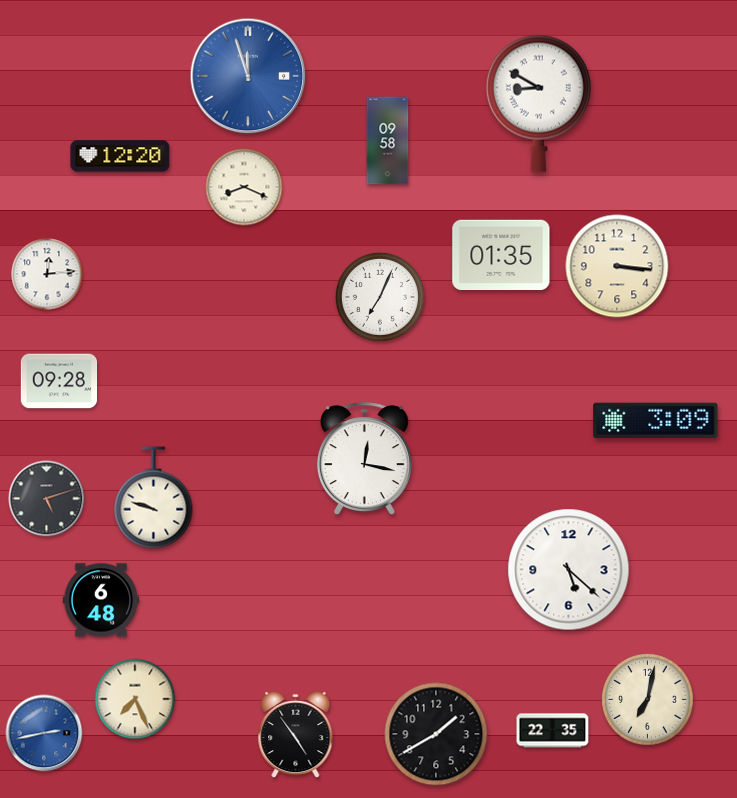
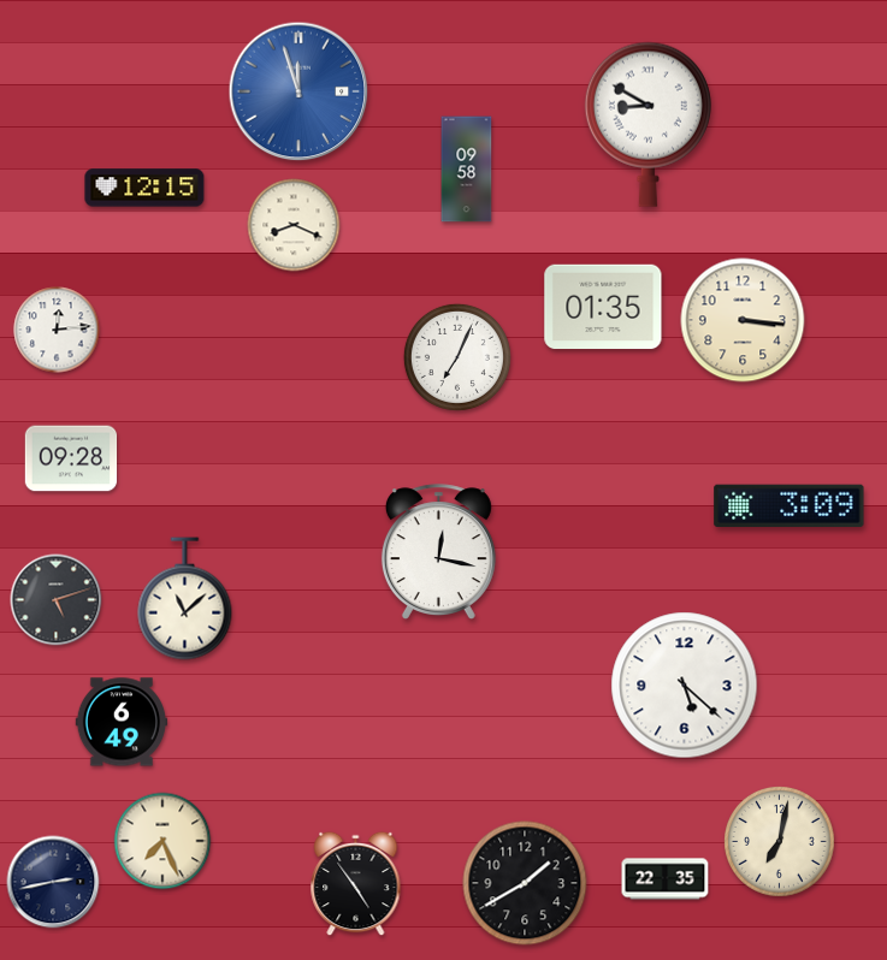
clock at (120, 156): 12:20 -> 12:15
clock at (154, 498): 9:48 -> 11:08
clock at (101, 600): 6:48 -> 6:49
clock at (44, 733) dial: blue -> navy
